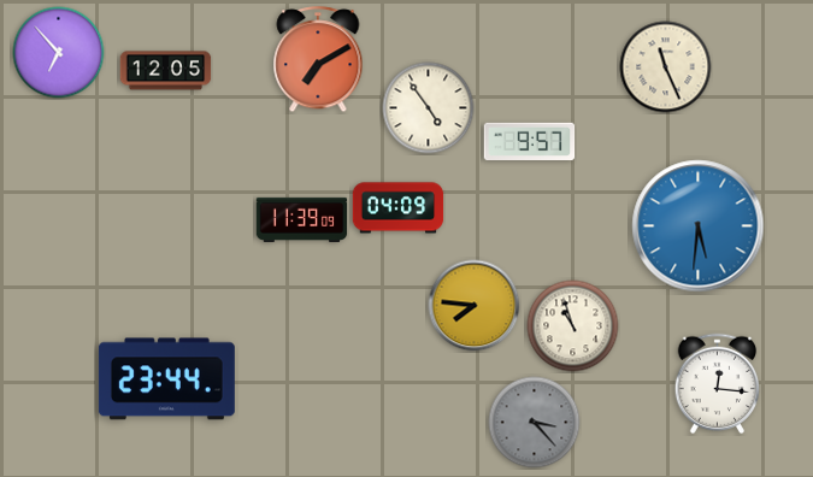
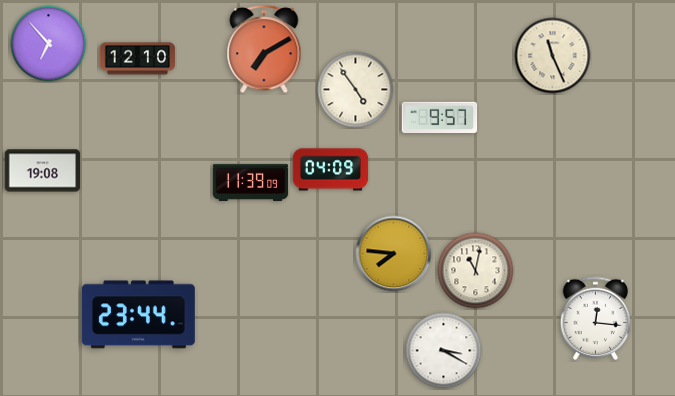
clock at (166, 71): 12:05 -> 12:10
clock at (43, 171): none -> 19:08
clock at (399, 208) position: (399, 208) -> (331, 170)
clock at (699, 226): 5:31 -> none
clock at (573, 326): 10:57 -> 11:02
clock at (535, 423): 3:23 -> 3:20
clock at (535, 423) dial: grey -> white
